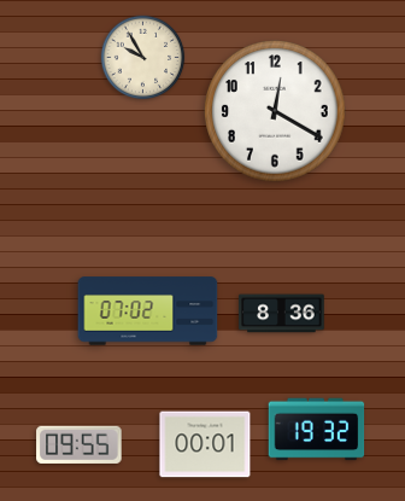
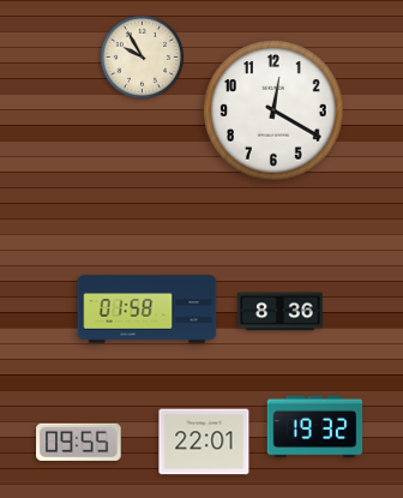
clock at (148, 311): 07:02 -> 01:58
clock at (205, 444): 00:01 -> 22:01
